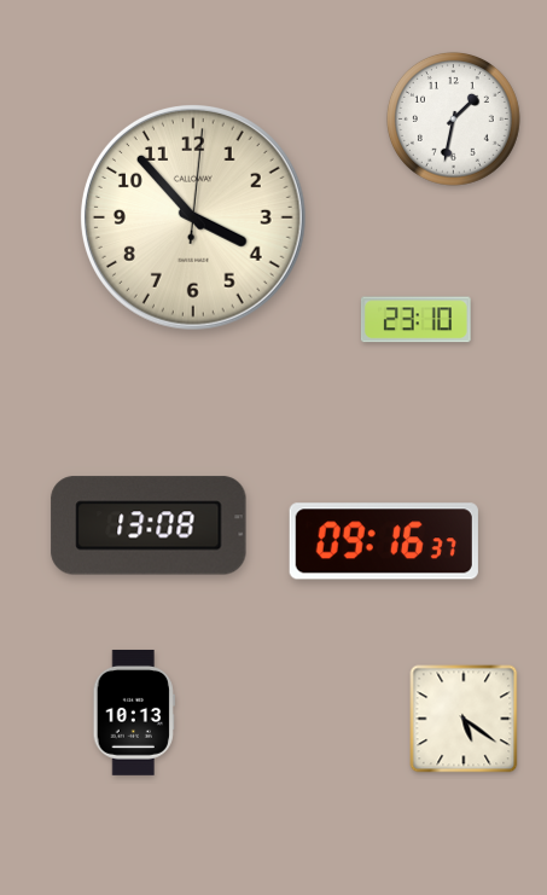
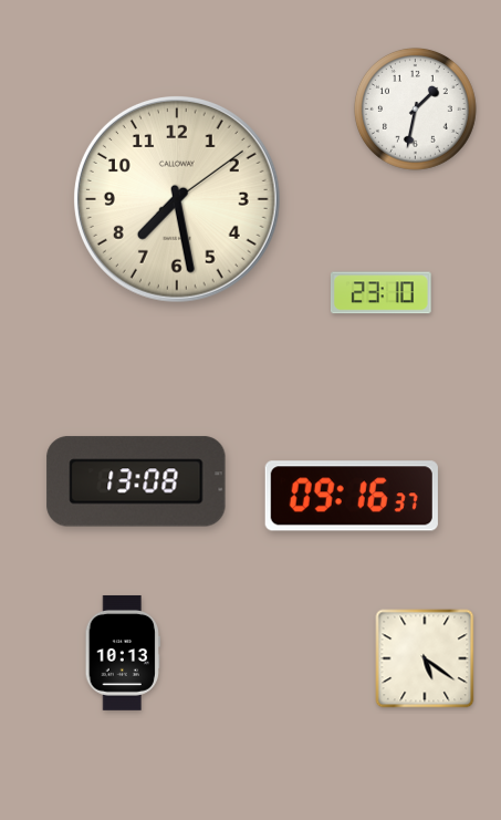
clock at (193, 217): 3:53 -> 7:28
